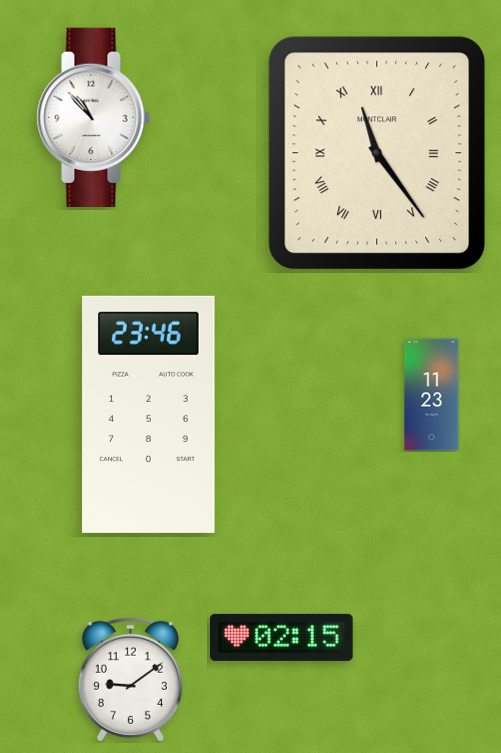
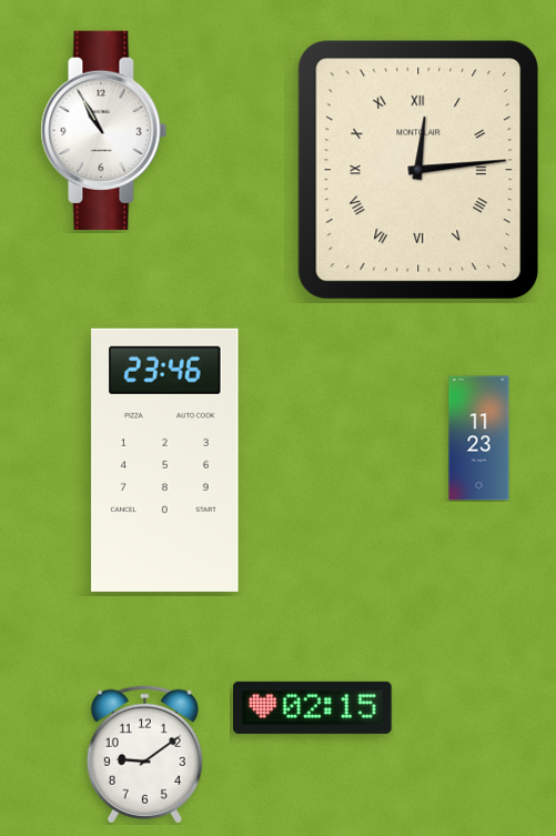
clock at (94, 117): 10:53 -> 10:55
clock at (377, 153): 11:24 -> 12:14
